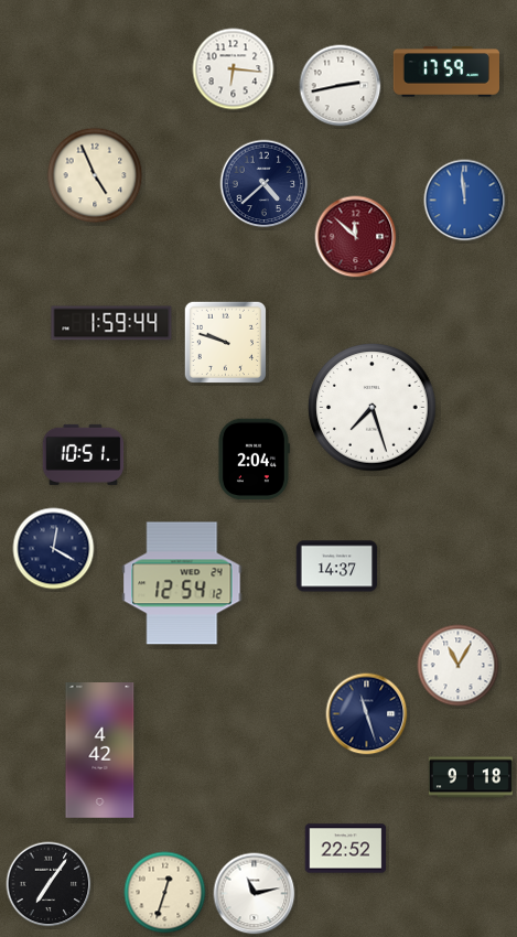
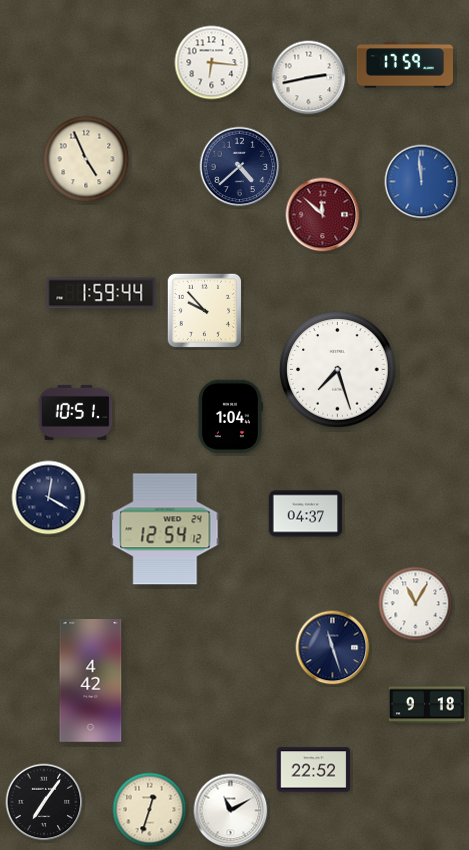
clock at (225, 342): 9:48 -> 9:53
clock at (254, 460): 2:04 -> 1:04
clock at (337, 567): 14:37 -> 04:37
clock at (255, 894): 11:13 -> 11:10
